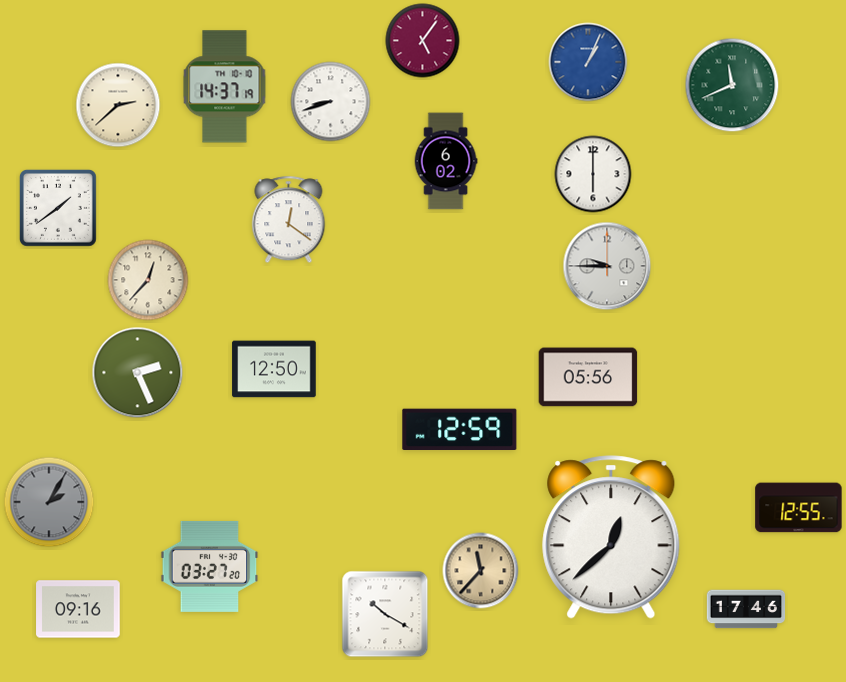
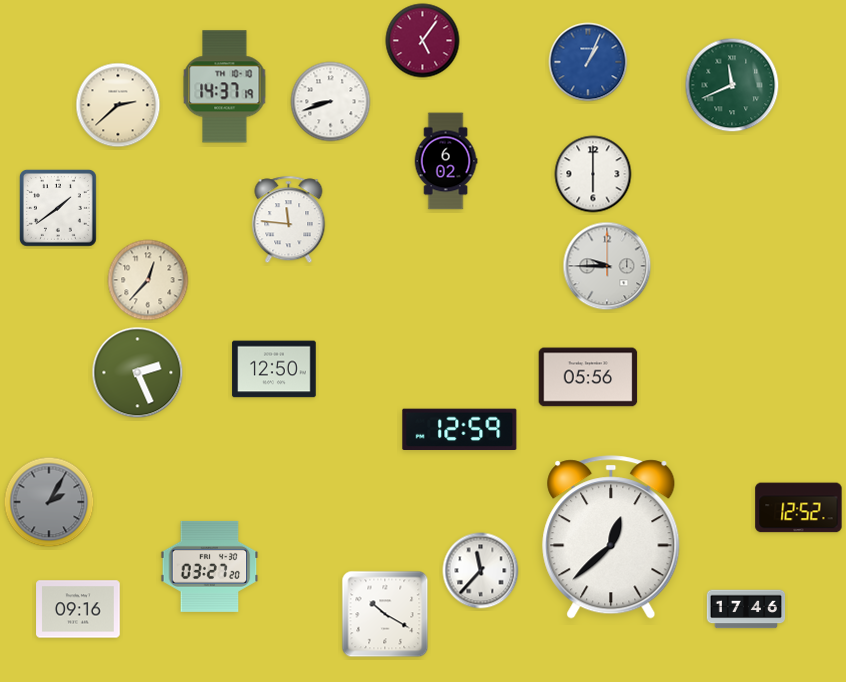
clock at (289, 220): 12:21 -> 11:46
clock at (799, 508): 12:55 -> 12:52
clock at (481, 571) dial: champagne -> white
